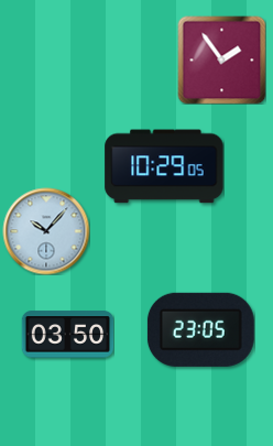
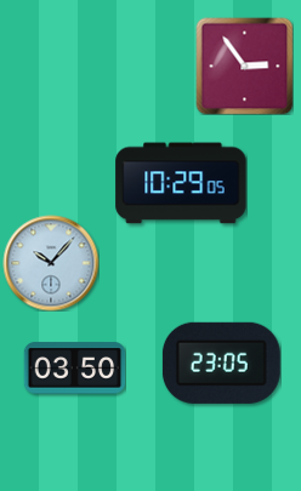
clock at (221, 59): 1:54 -> 2:54
clock at (46, 231) position: (46, 231) -> (51, 263)
